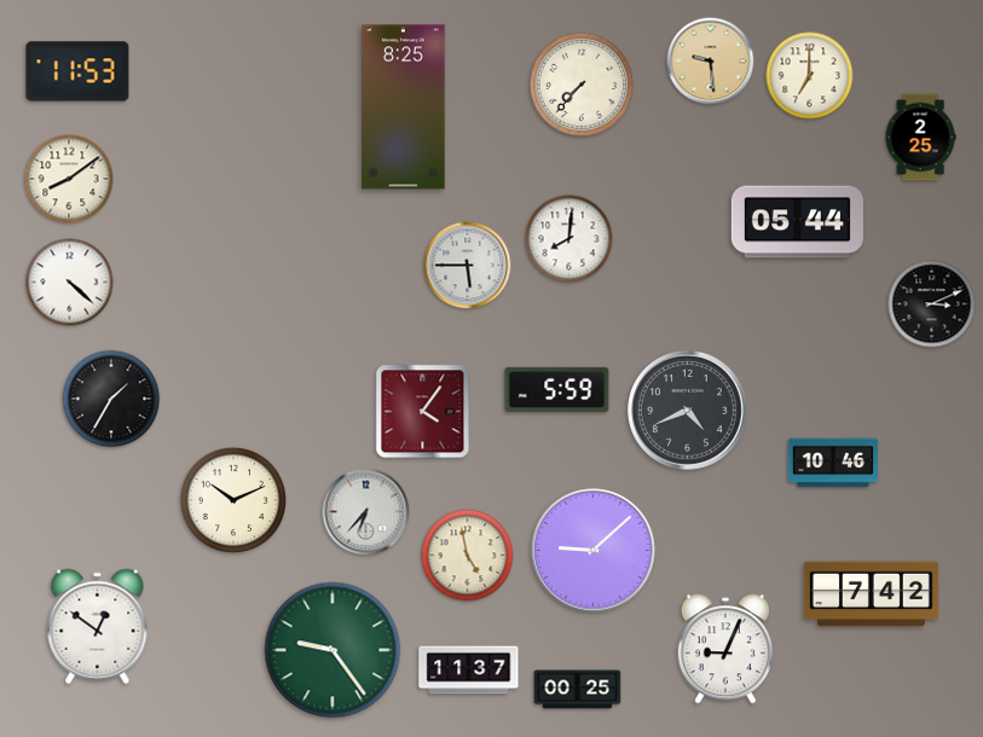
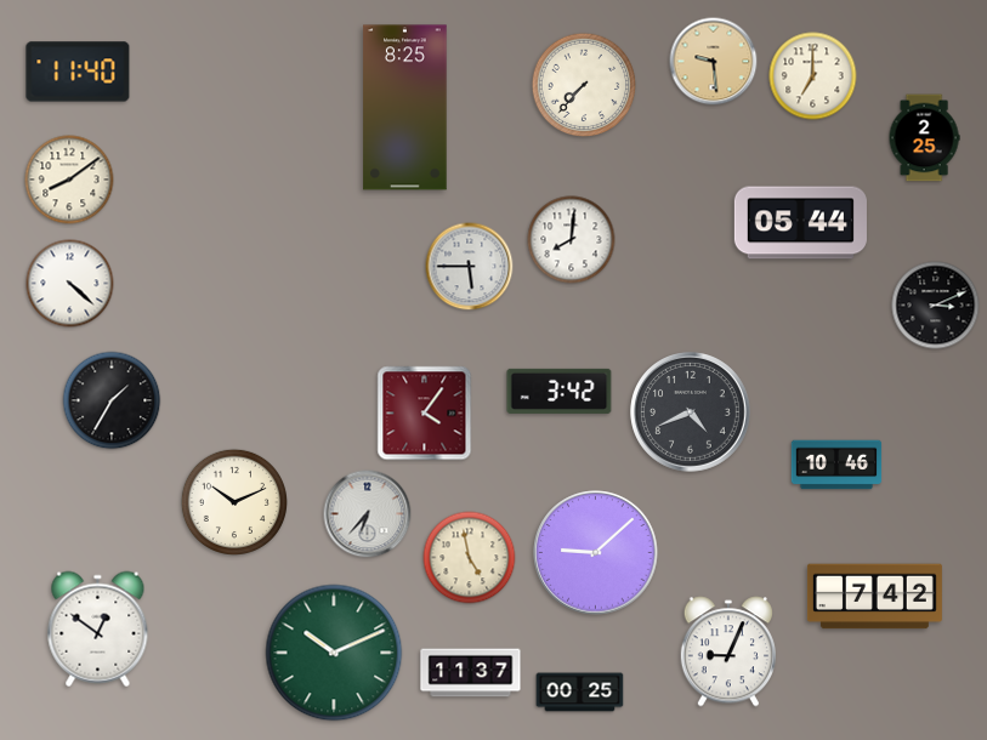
clock at (77, 71): 11:53 -> 11:40
clock at (557, 389): 5:59 -> 3:42
clock at (333, 650): 9:24 -> 10:11
